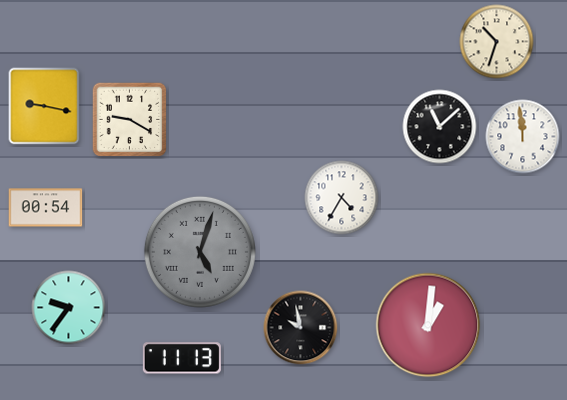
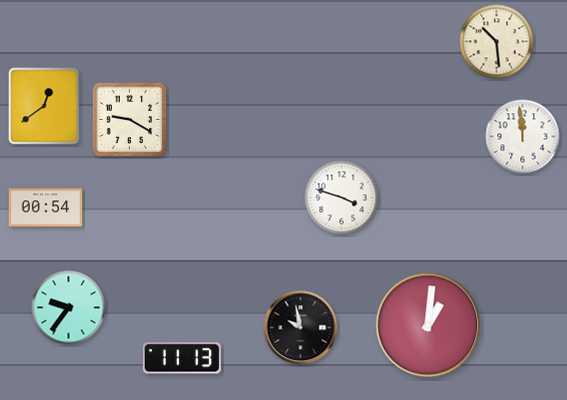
clock at (497, 42): 10:33 -> 10:29
clock at (44, 106): 9:17 -> 12:39
clock at (440, 127): 11:08 -> none
clock at (342, 198): 4:35 -> 3:48
clock at (200, 252): 5:03 -> none
